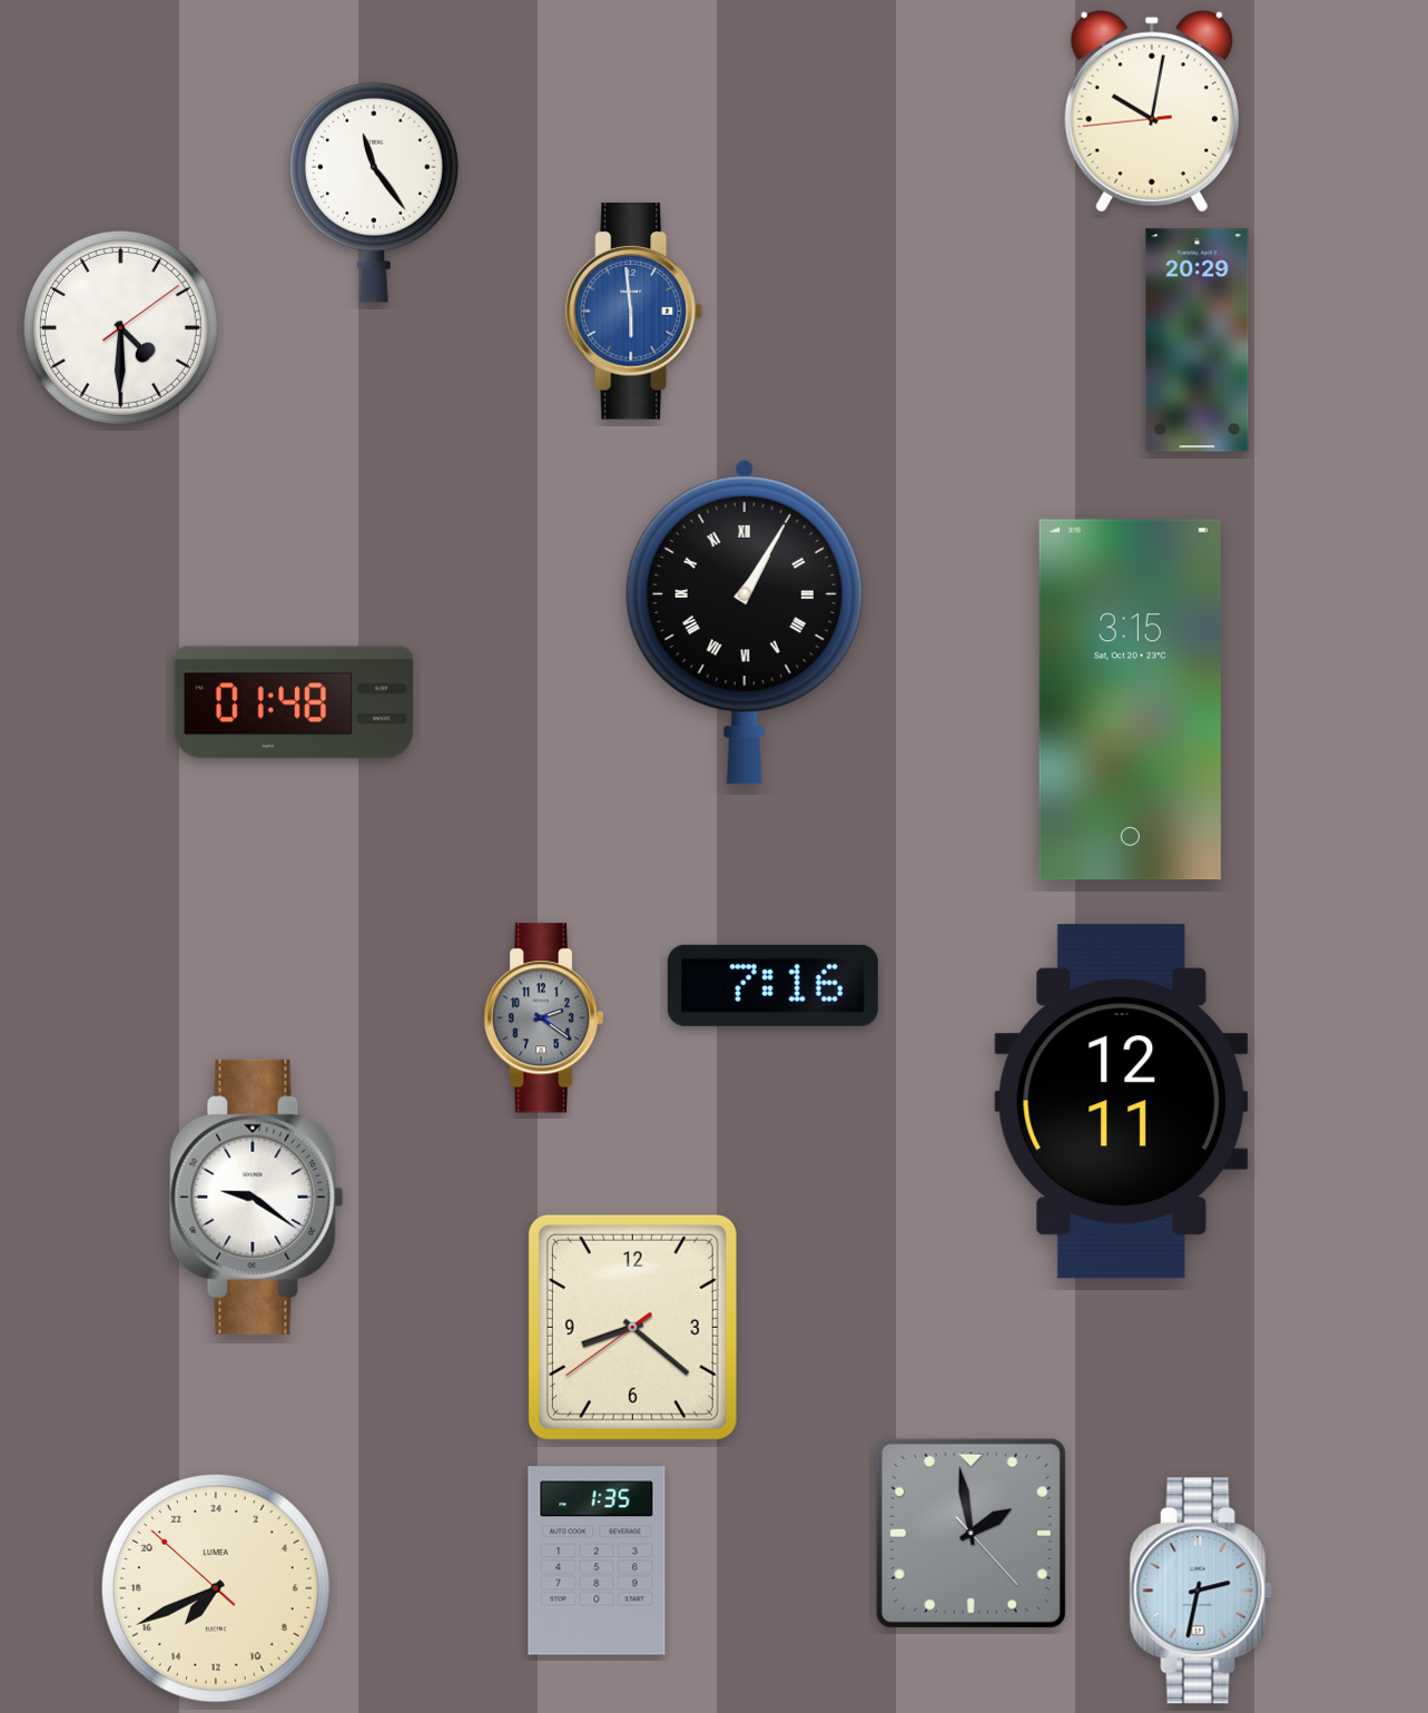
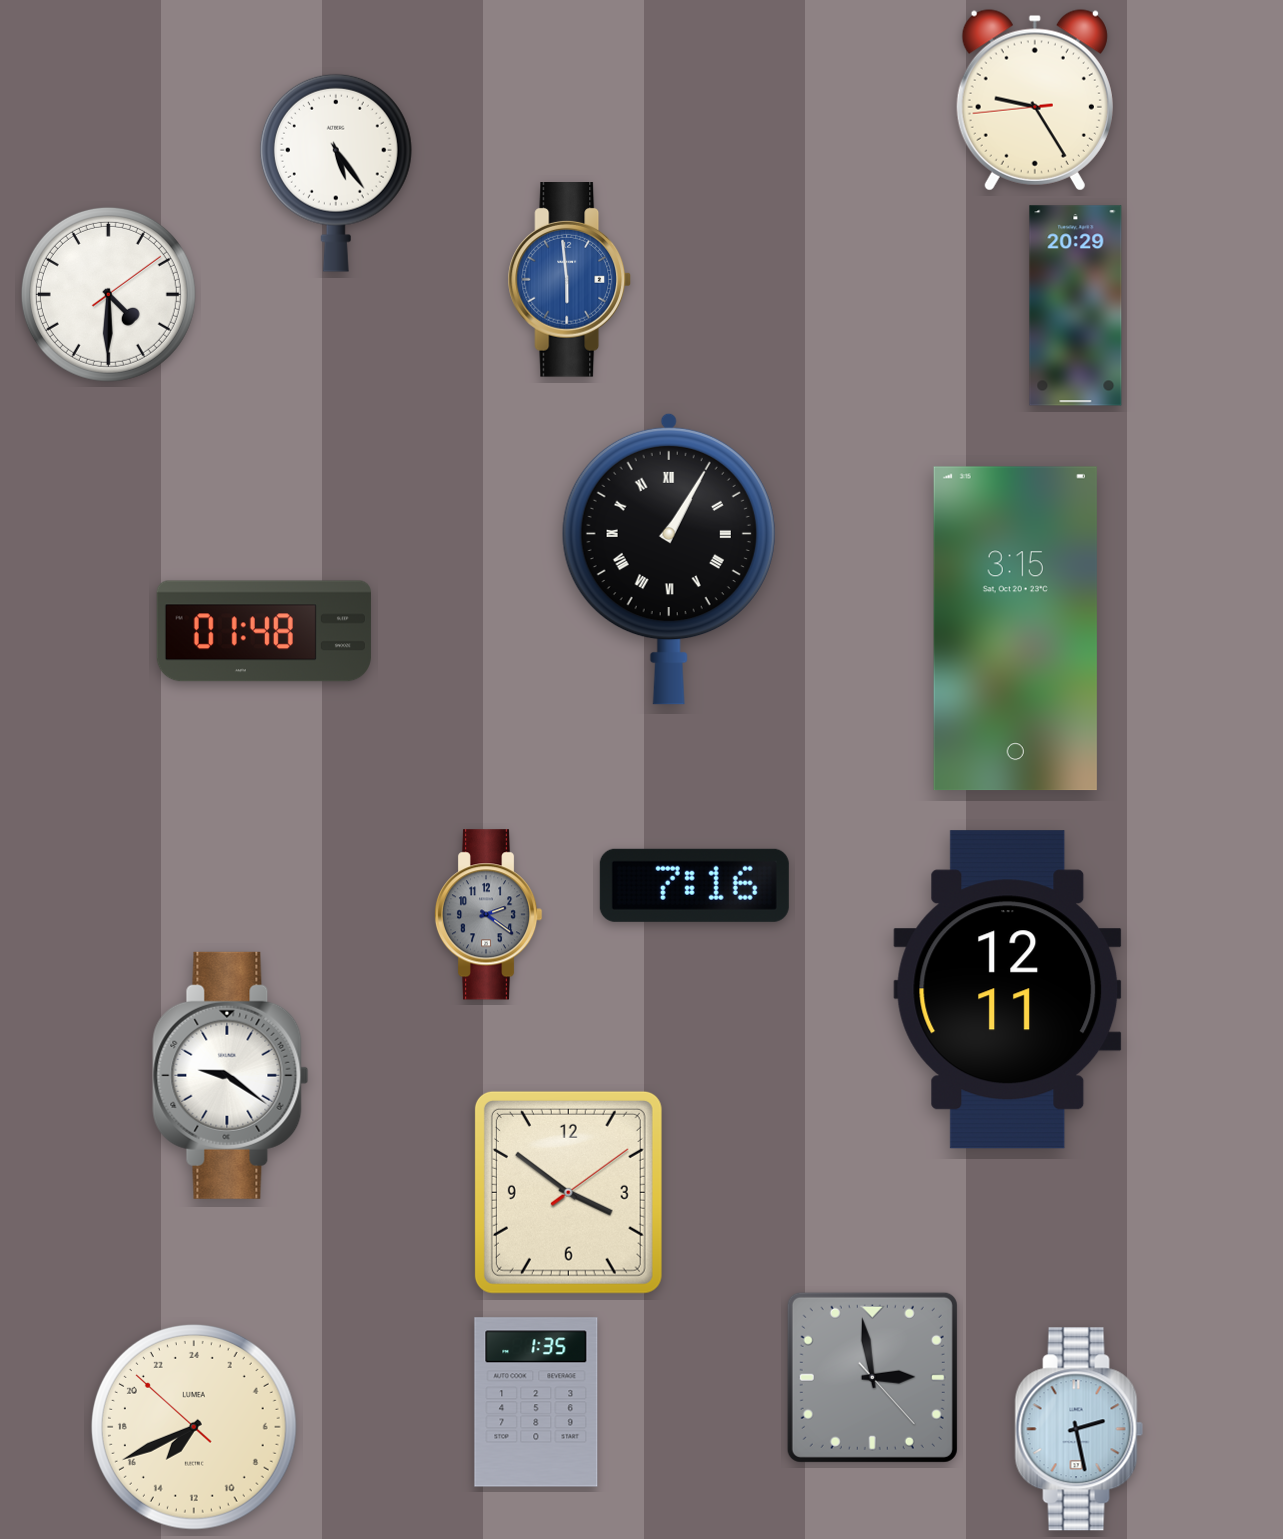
clock at (1152, 111): 10:01 -> 9:24
clock at (374, 193): 11:24 -> 5:24
clock at (632, 1327): 8:21 -> 3:51
clock at (971, 1533): 1:58 -> 2:58
clock at (1201, 1591): 2:32 -> 2:28
